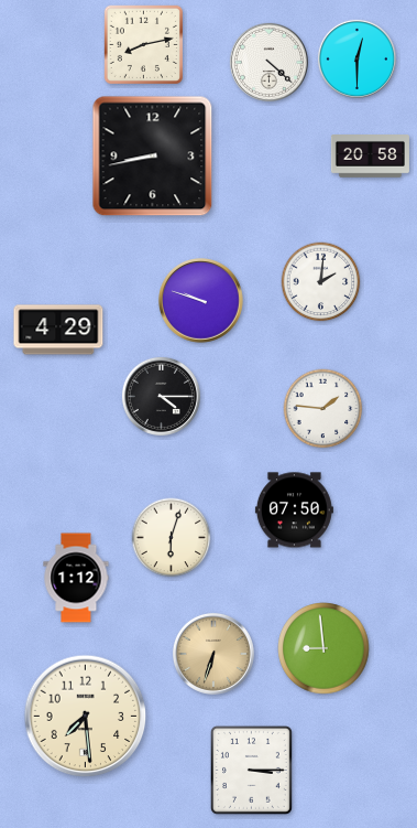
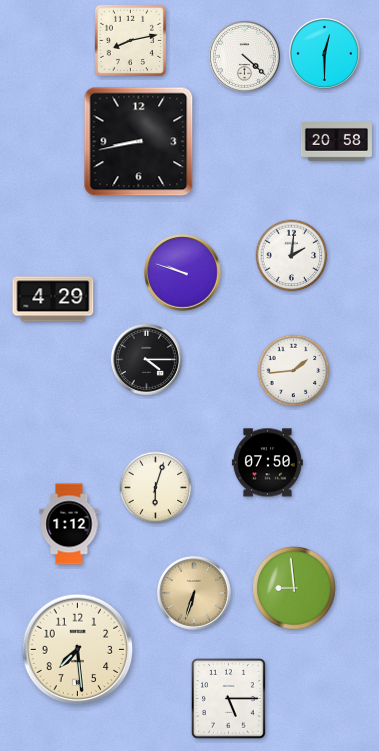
clock at (323, 409): 1:46 -> 1:44
clock at (251, 770): 3:15 -> 5:15
